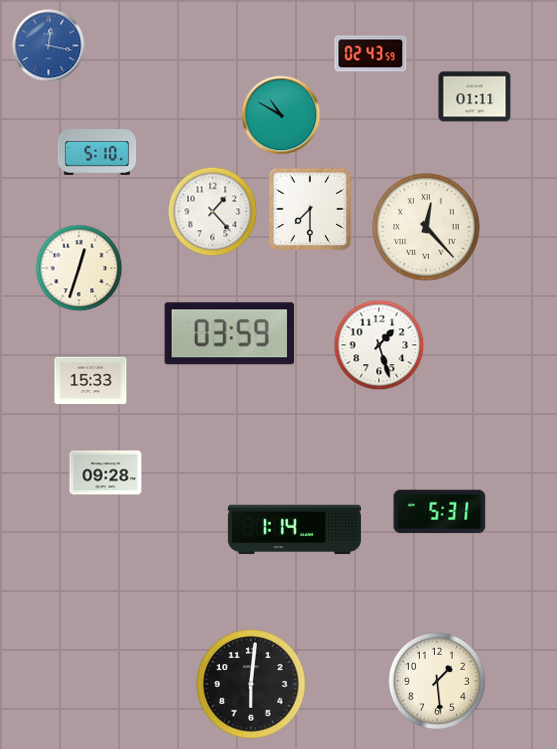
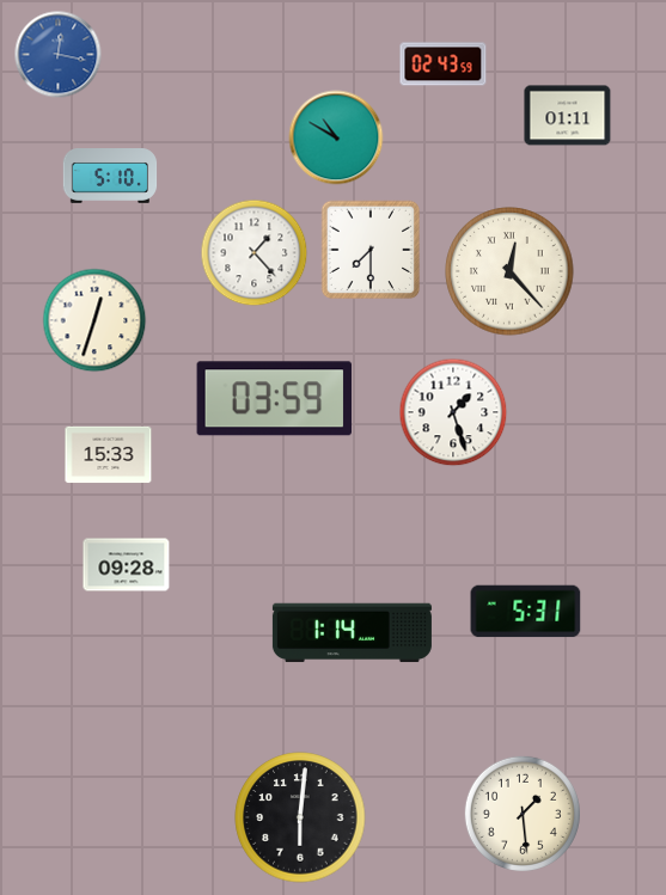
clock at (97, 153) position: (97, 153) -> (110, 177)
